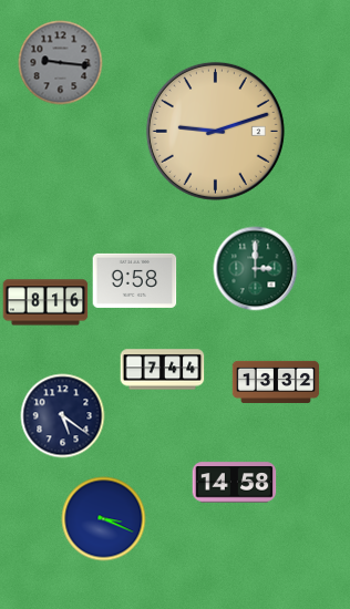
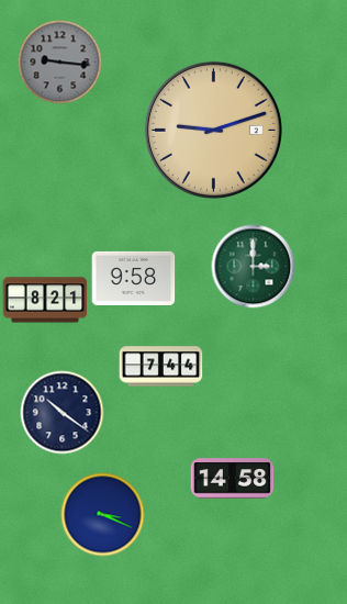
clock at (45, 302): 8:16 -> 8:21
clock at (276, 382): 13:32 -> none
clock at (63, 416): 5:21 -> 10:21
